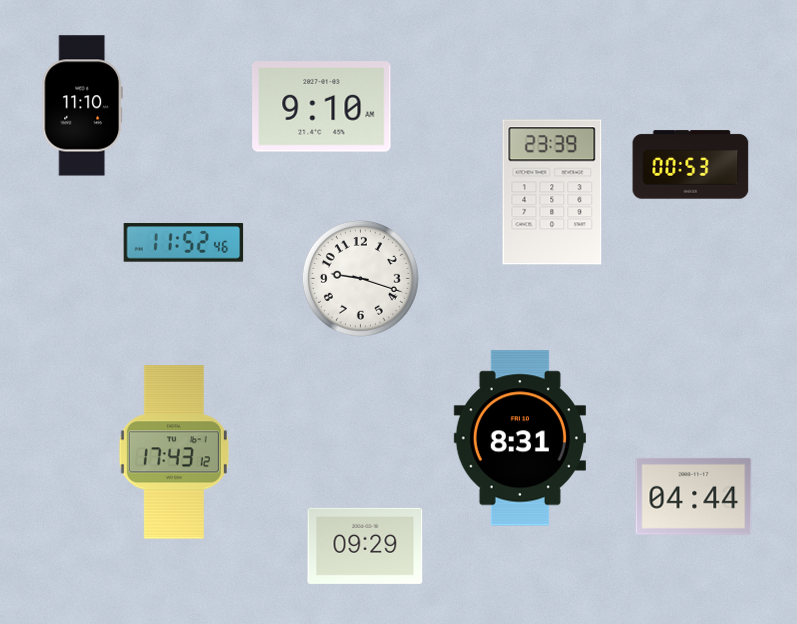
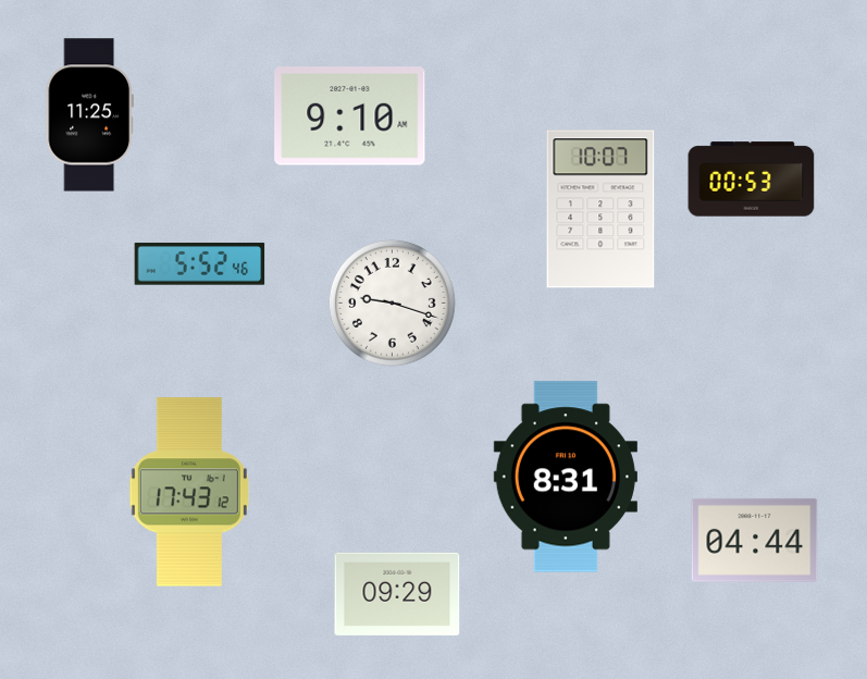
clock at (82, 106): 11:10 -> 11:25
clock at (552, 192): 23:39 -> 10:07
clock at (184, 243): 11:52 -> 5:52
